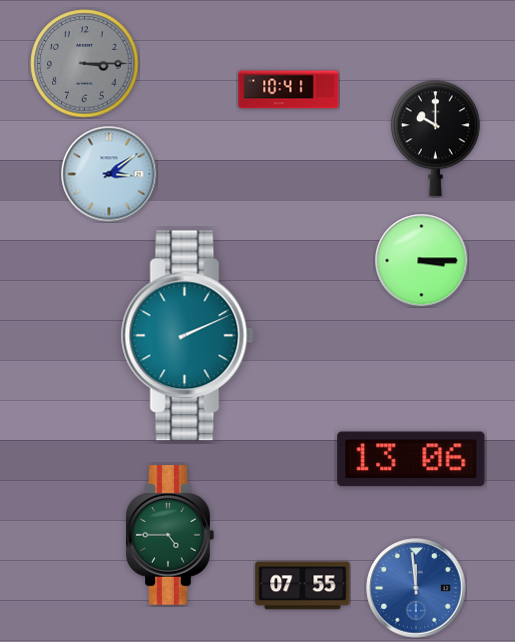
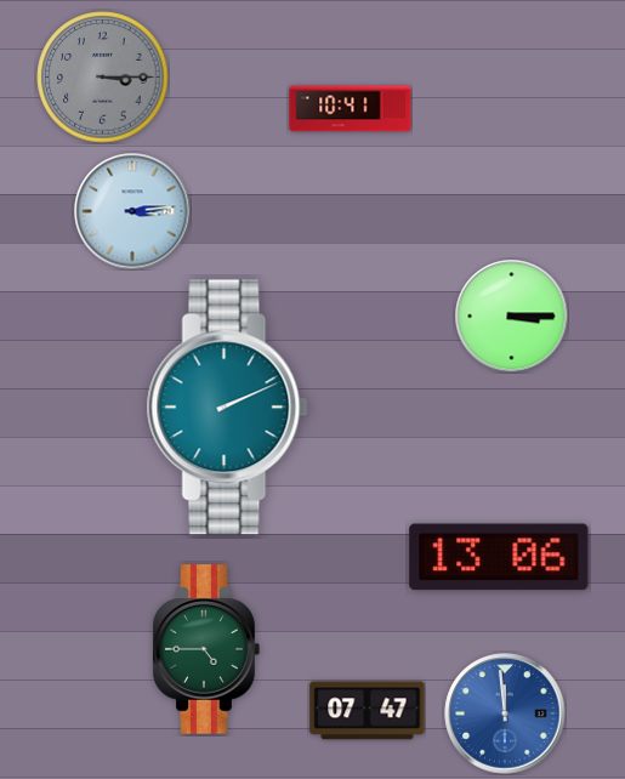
clock at (436, 139): 10:00 -> none
clock at (109, 174): 3:09 -> 3:14
clock at (303, 586): 07:55 -> 07:47
